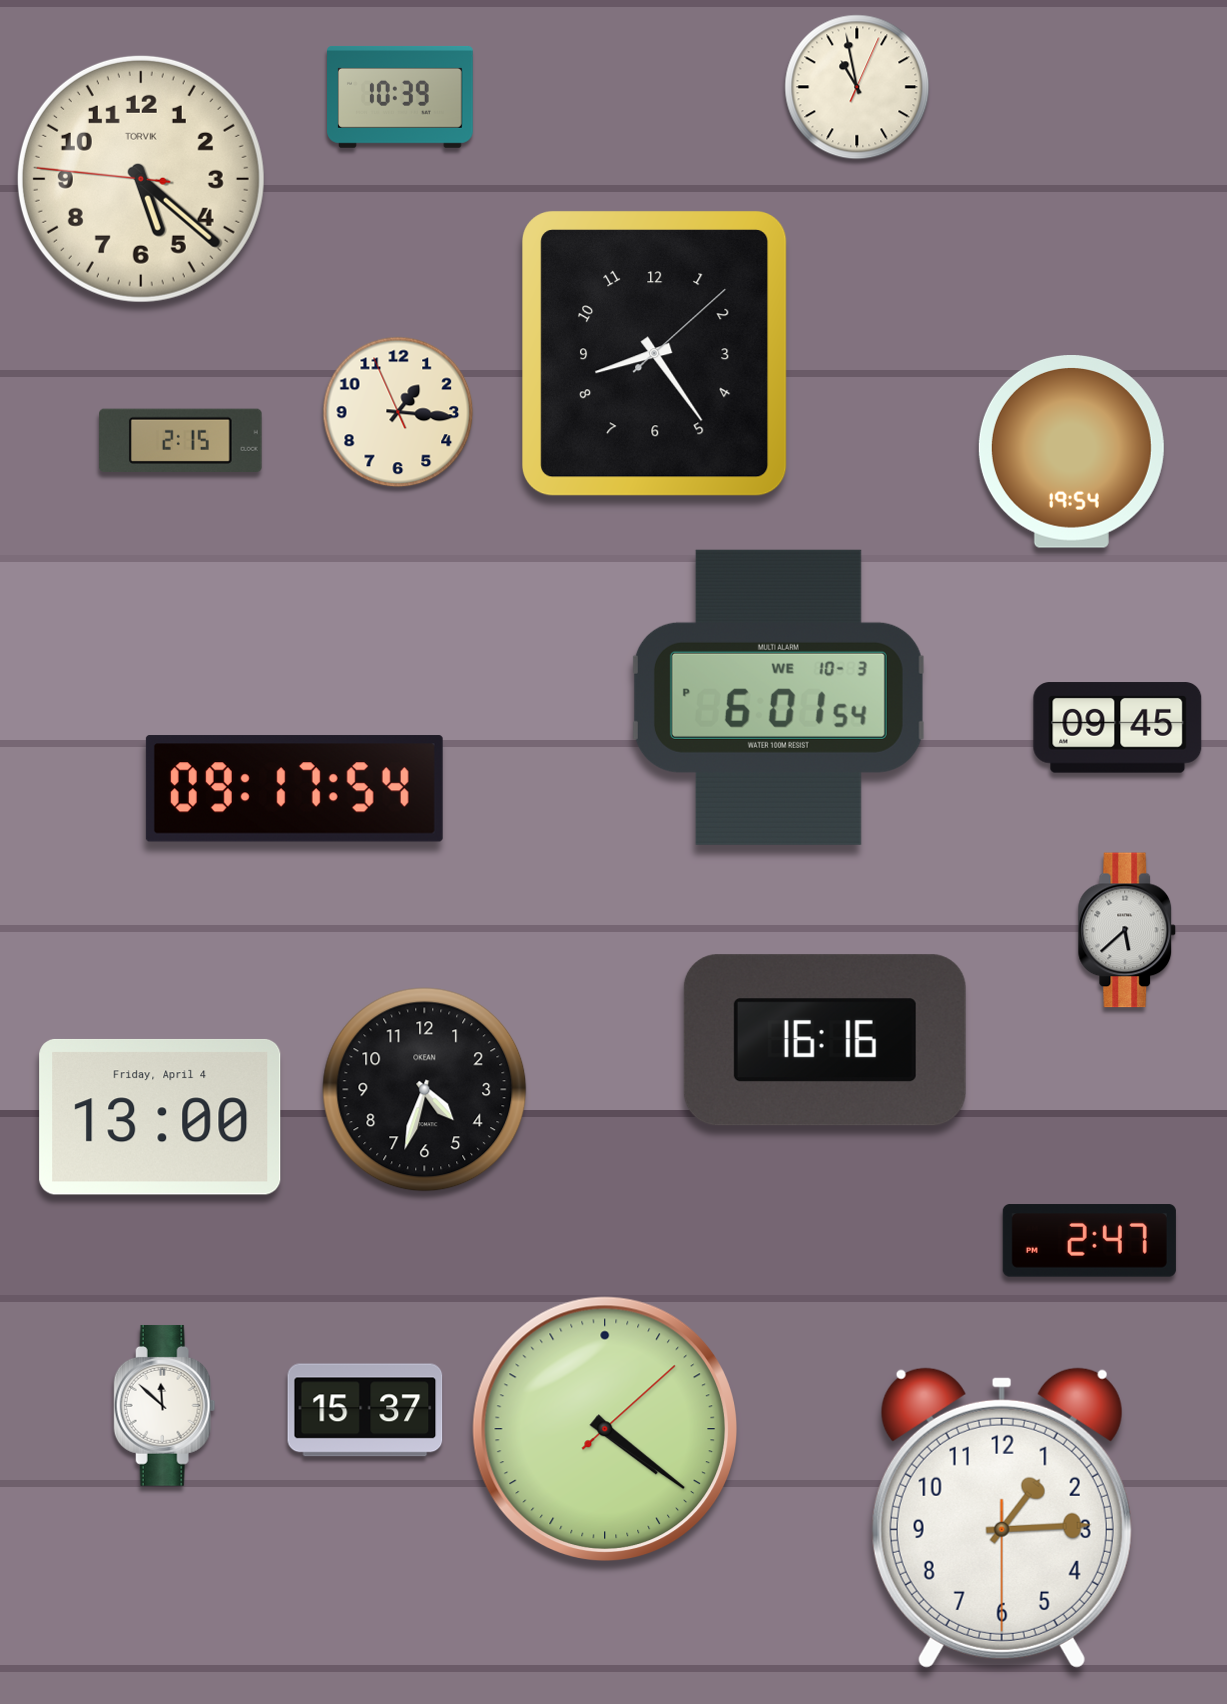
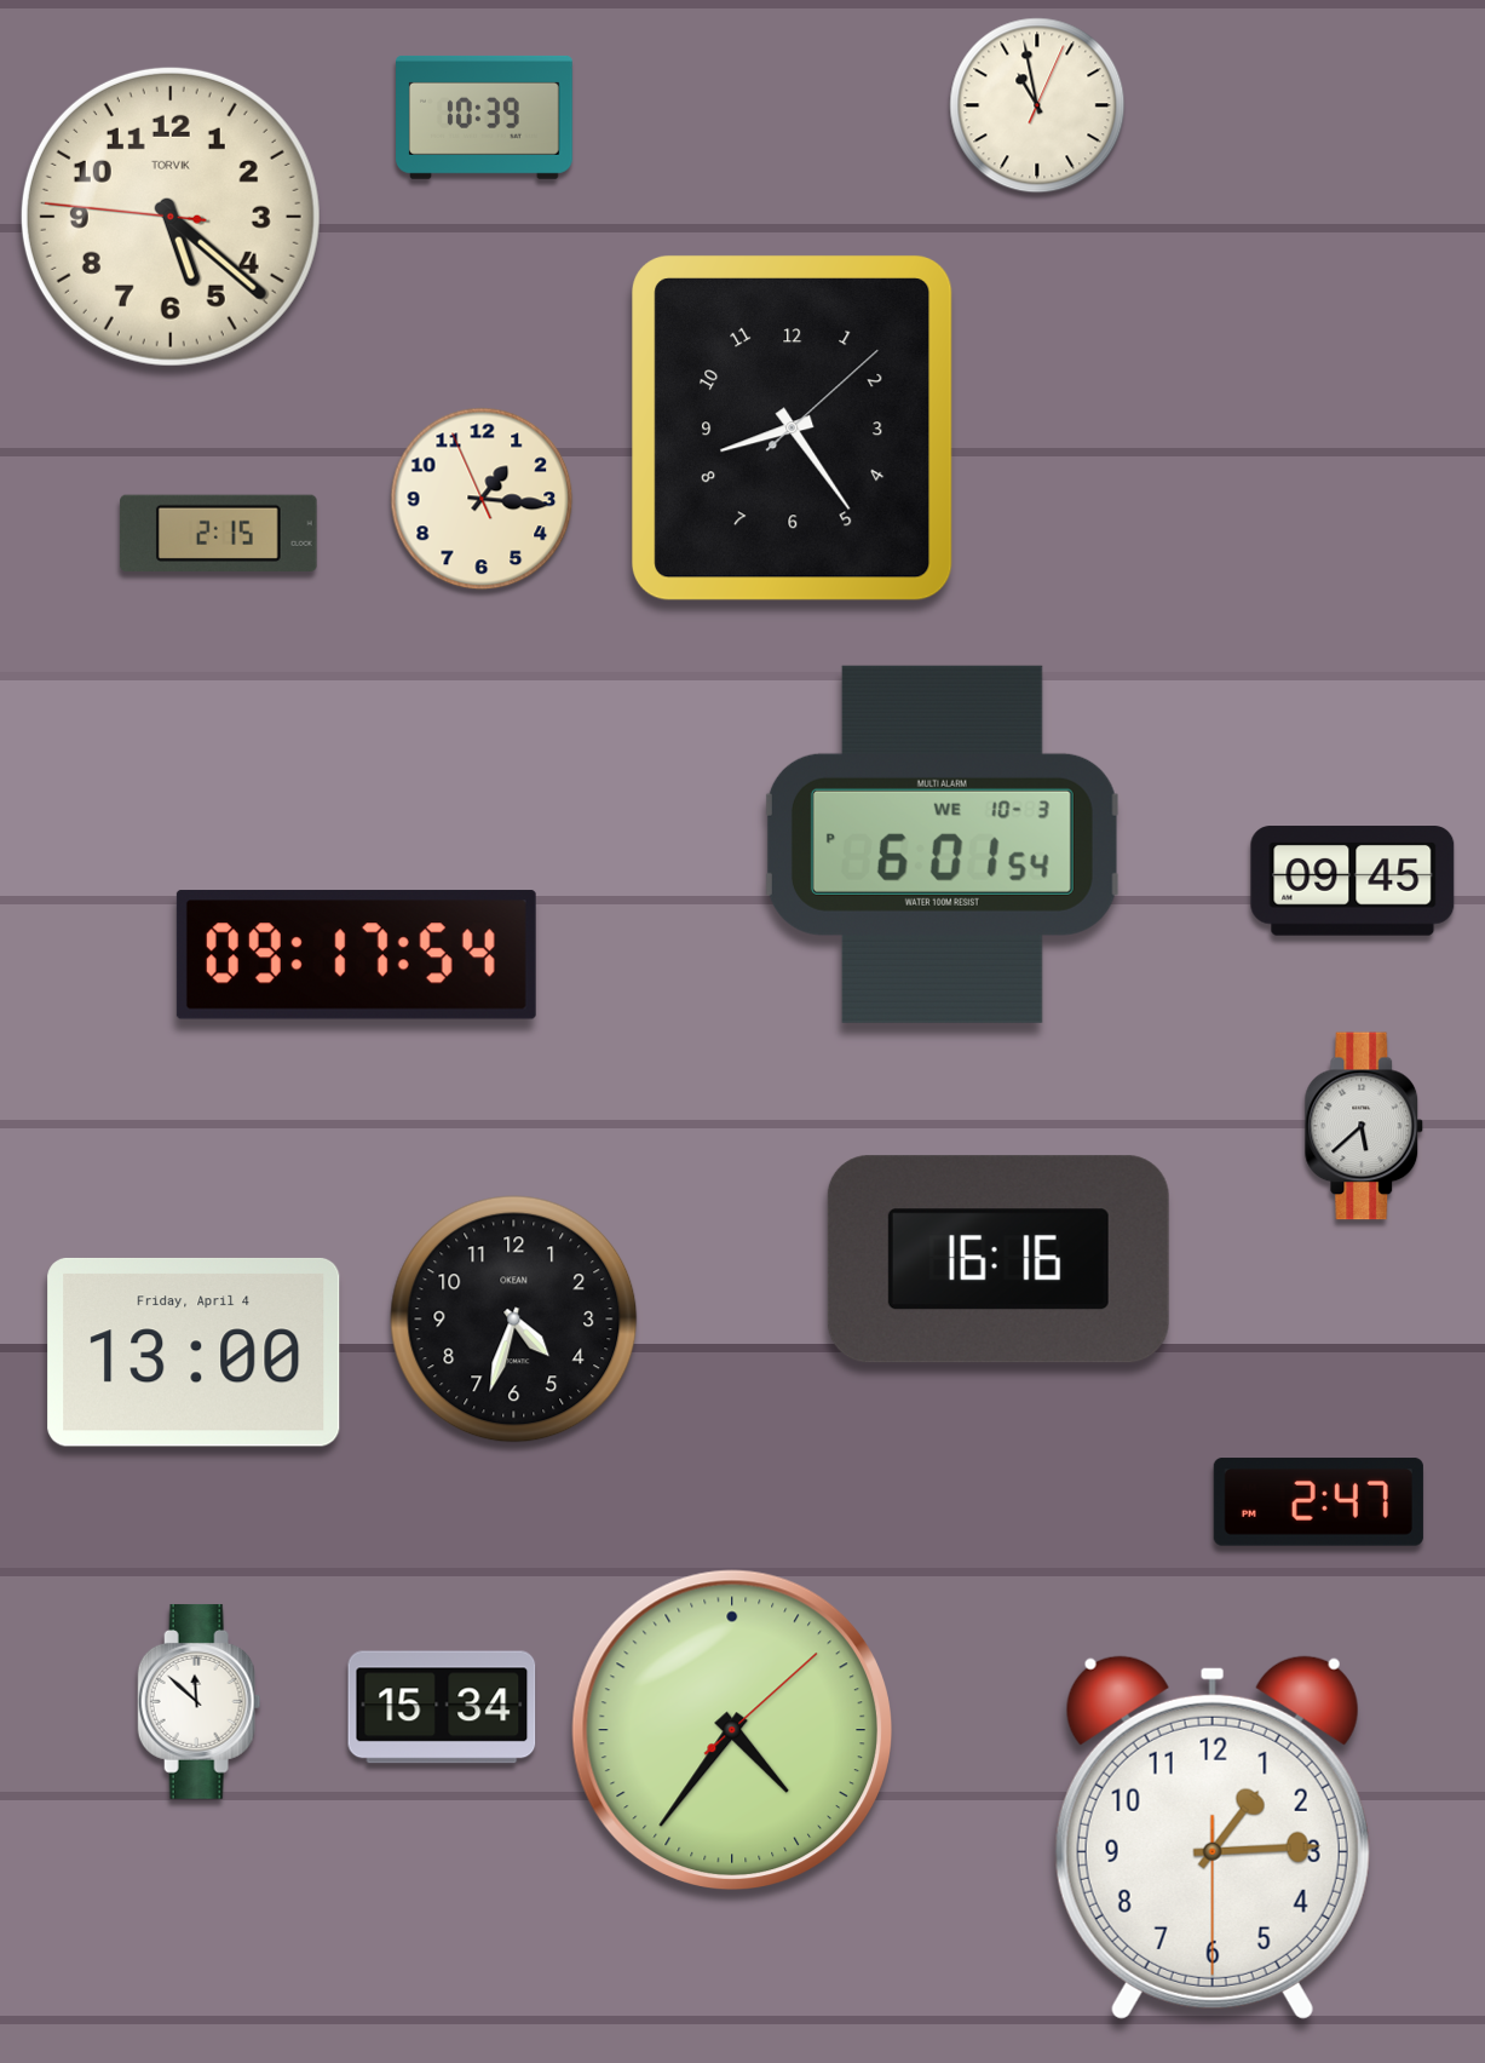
clock at (1071, 452): 19:54 -> none
clock at (365, 1410): 15:37 -> 15:34
clock at (604, 1428): 4:21 -> 4:36
